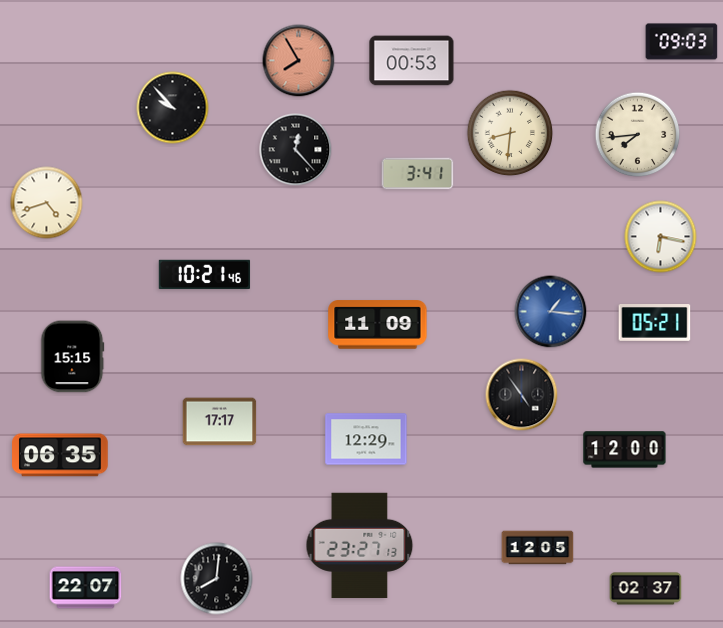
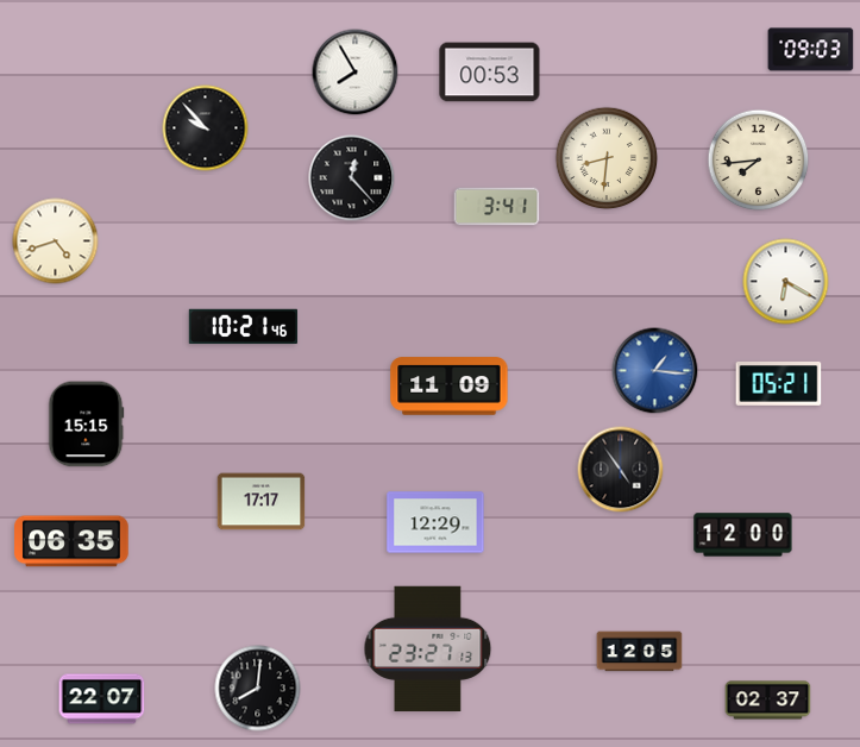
clock at (299, 61) dial: salmon -> white
clock at (661, 237): 6:17 -> 6:20
